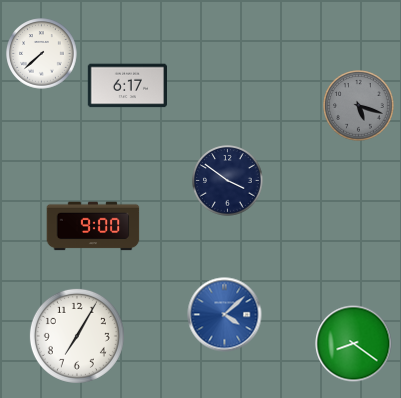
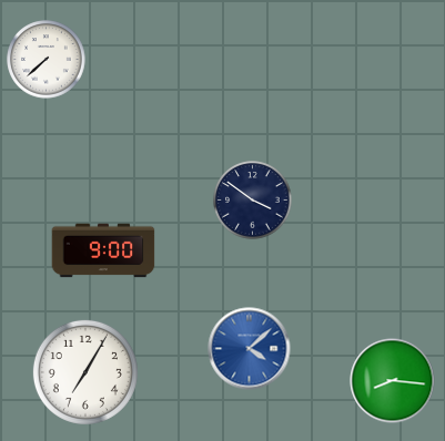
clock at (127, 86): 6:17 -> none
clock at (359, 106): 5:18 -> none
clock at (354, 344): 8:21 -> 8:16
